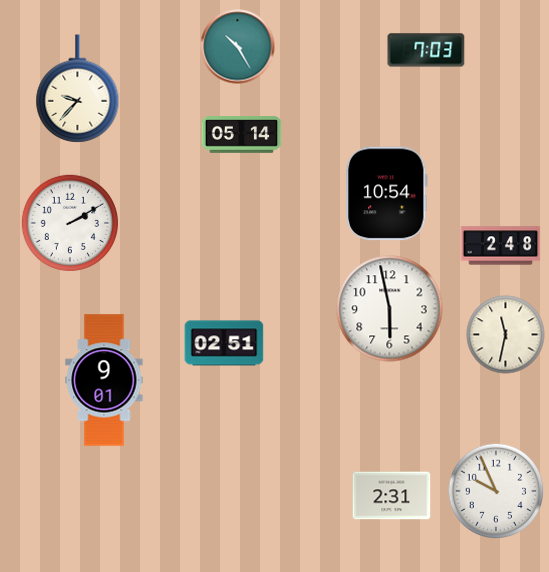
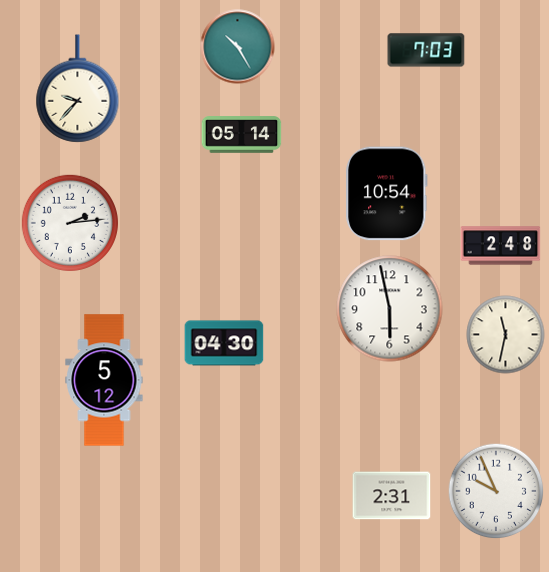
clock at (70, 223): 2:10 -> 2:14
clock at (224, 343): 02:51 -> 04:30
clock at (104, 380): 9:01 -> 5:12
